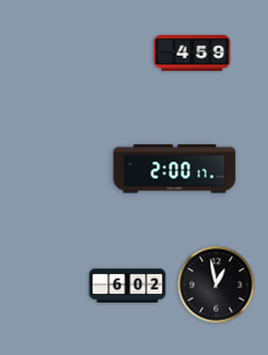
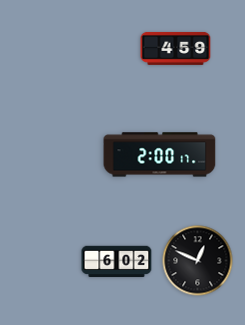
clock at (217, 285): 12:58 -> 12:49
